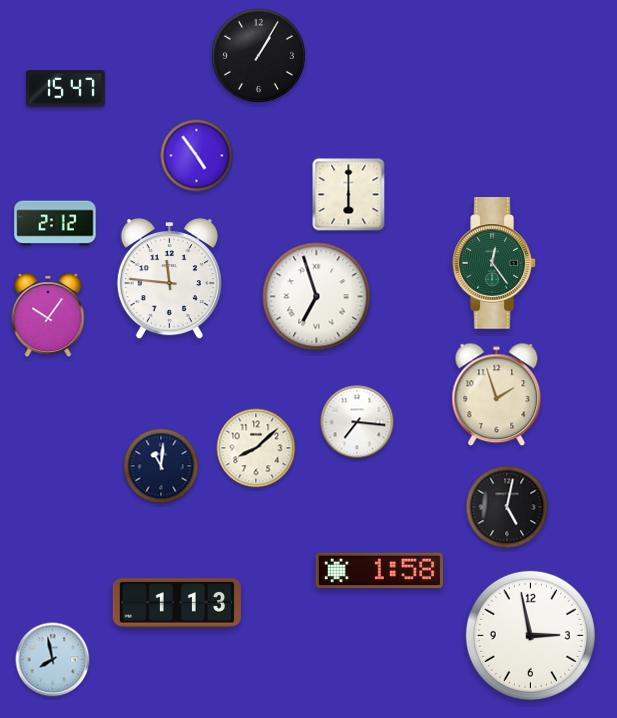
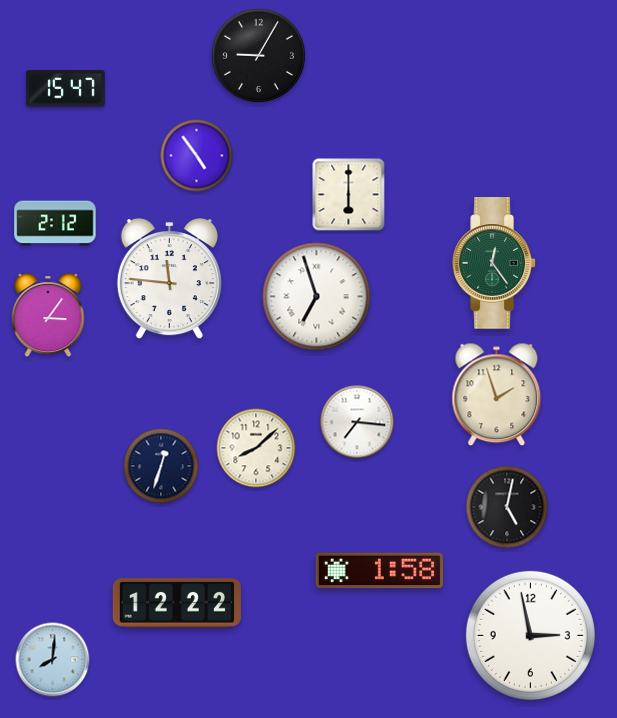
clock at (258, 55): 1:05 -> 9:05
clock at (48, 316): 10:06 -> 3:06
clock at (161, 466): 11:01 -> 12:33
clock at (177, 603): 1:13 -> 12:22
clock at (53, 660): 7:58 -> 8:01
